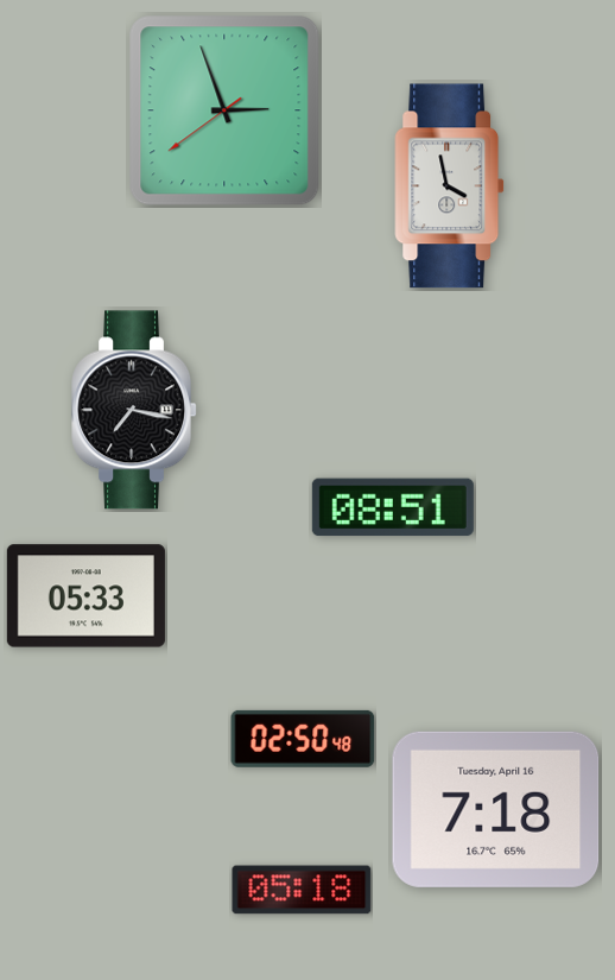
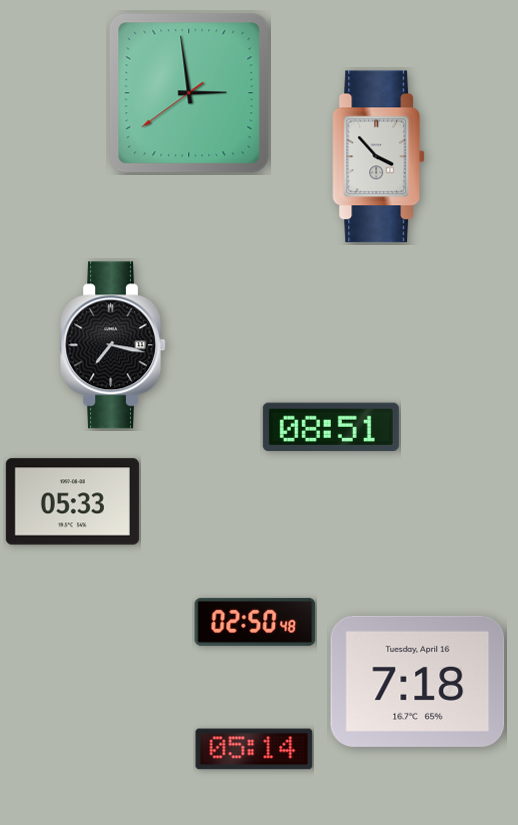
clock at (224, 110): 2:56 -> 2:58
clock at (450, 186): 3:58 -> 3:53
clock at (302, 890): 05:18 -> 05:14
